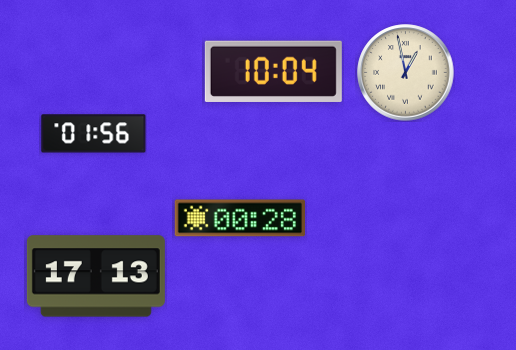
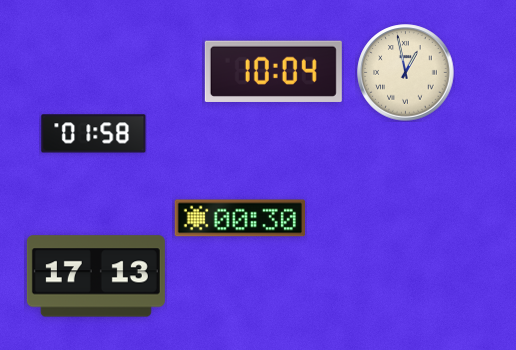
clock at (94, 134): 01:56 -> 01:58
clock at (239, 218): 00:28 -> 00:30
